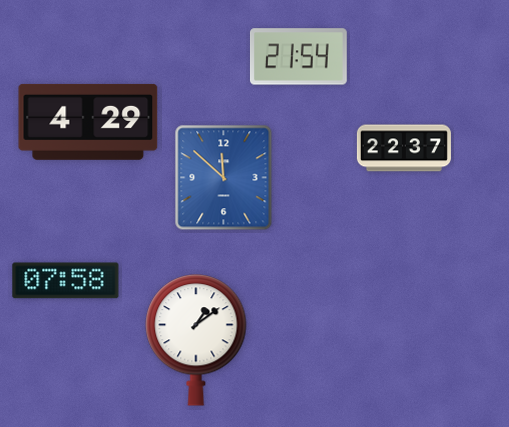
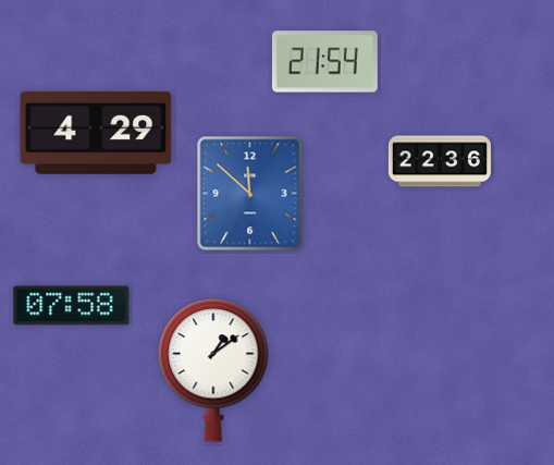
clock at (404, 148): 22:37 -> 22:36
clock at (224, 178) position: (224, 178) -> (250, 194)
